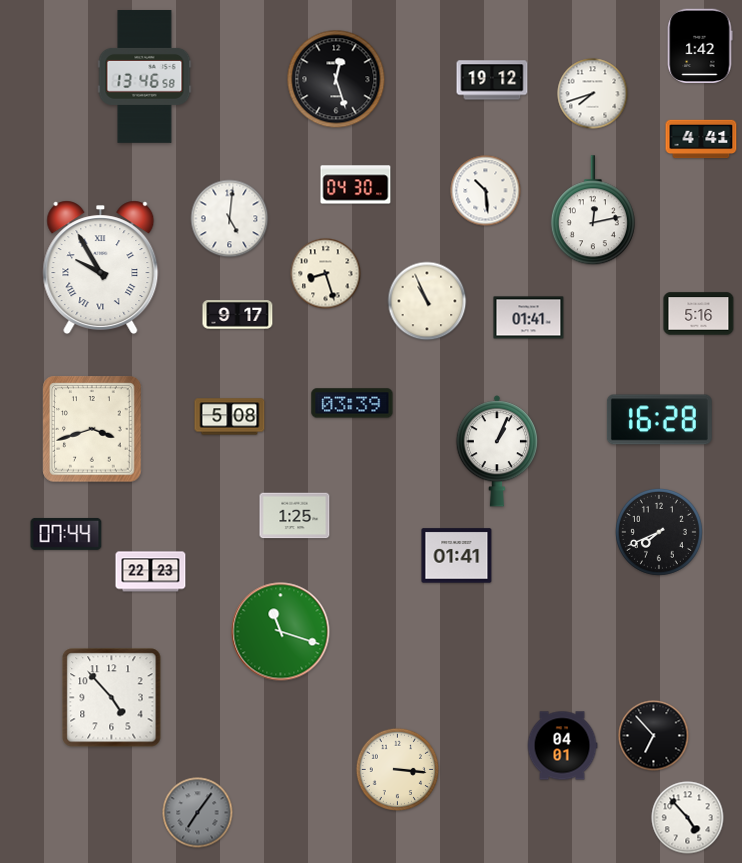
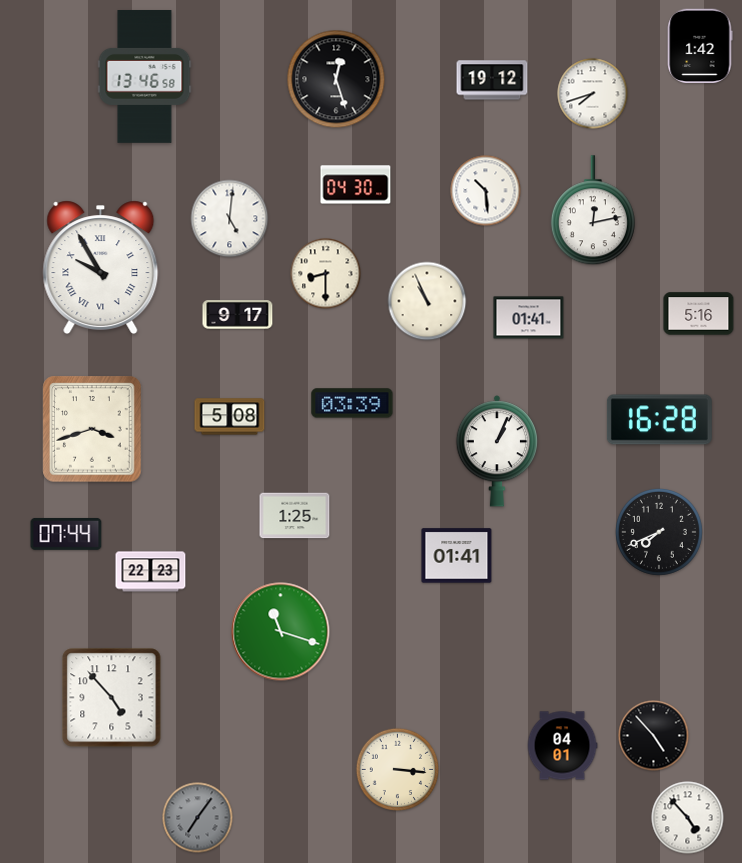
clock at (701, 139): 4:41 -> none
clock at (326, 274): 8:27 -> 8:30
clock at (654, 736): 6:53 -> 4:53
clock at (198, 813) position: (198, 813) -> (198, 818)
